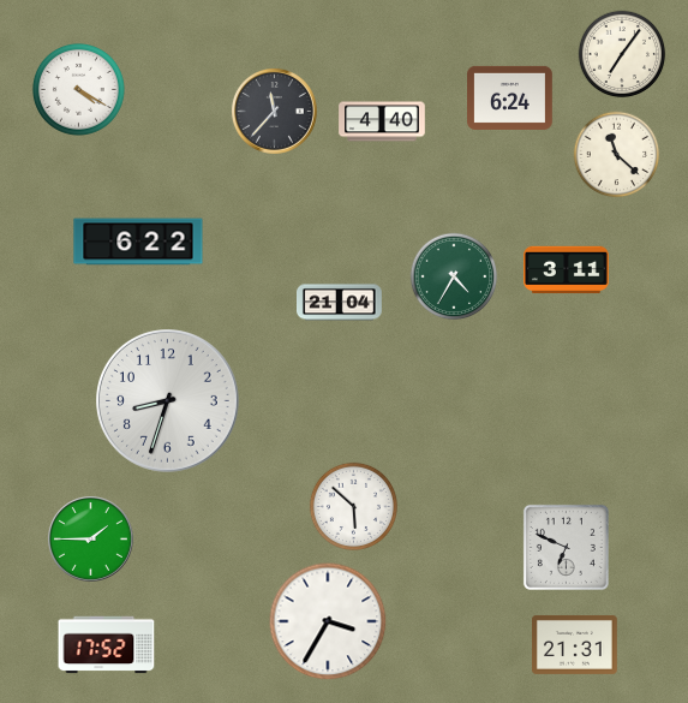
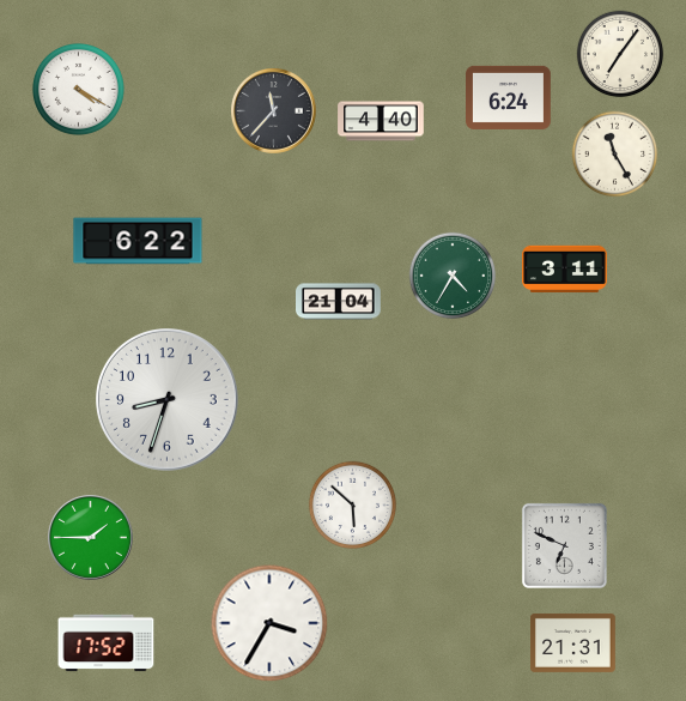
clock at (617, 155): 11:22 -> 11:25
clock at (328, 621) position: (328, 621) -> (269, 623)
